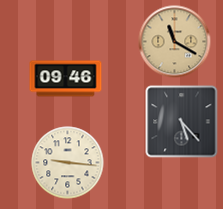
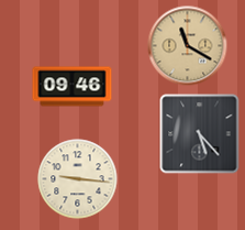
clock at (175, 42) position: (175, 42) -> (188, 46)
clock at (68, 163) position: (68, 163) -> (78, 179)
